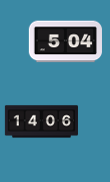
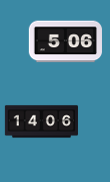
clock at (65, 42): 5:04 -> 5:06
